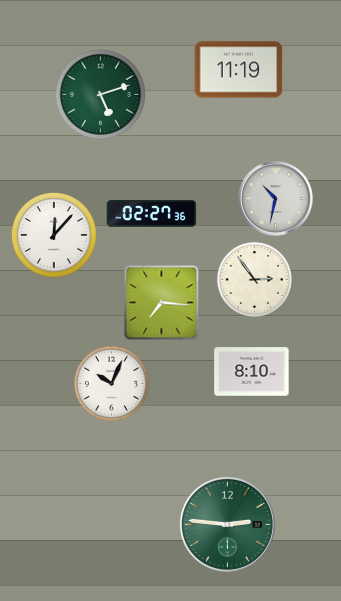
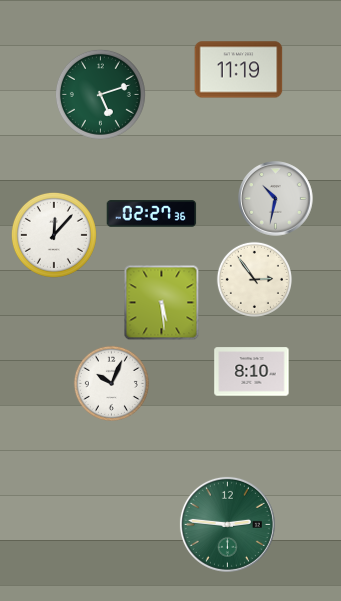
clock at (162, 303): 7:16 -> 5:29
